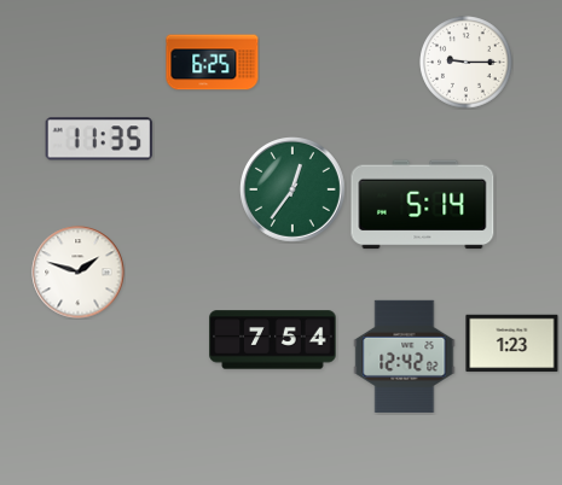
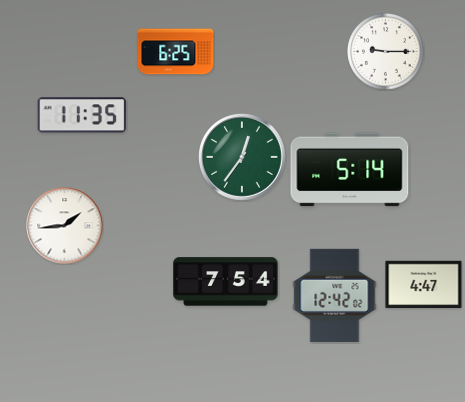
clock at (79, 273): 1:48 -> 1:44
clock at (512, 344): 1:23 -> 4:47
